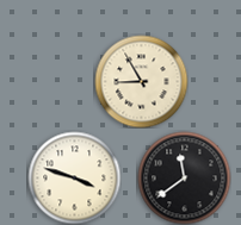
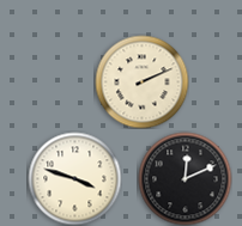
clock at (141, 81): 8:55 -> 2:11
clock at (184, 177): 11:39 -> 12:11
